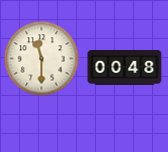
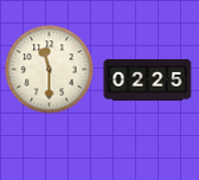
clock at (125, 68): 00:48 -> 02:25
